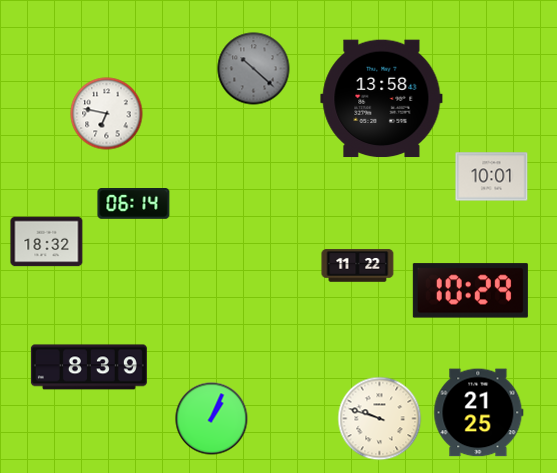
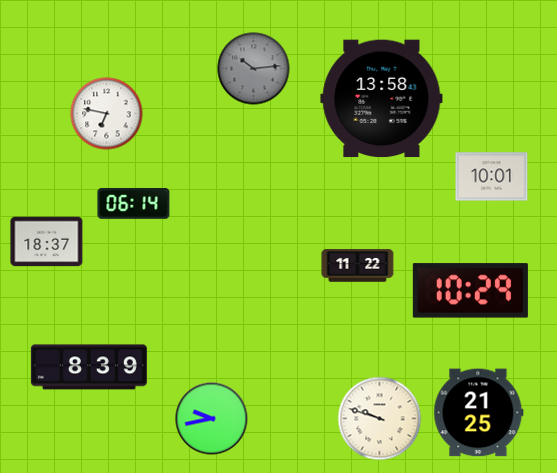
clock at (254, 69): 10:22 -> 10:14
clock at (47, 242): 18:32 -> 18:37
clock at (212, 419): 1:04 -> 9:43
